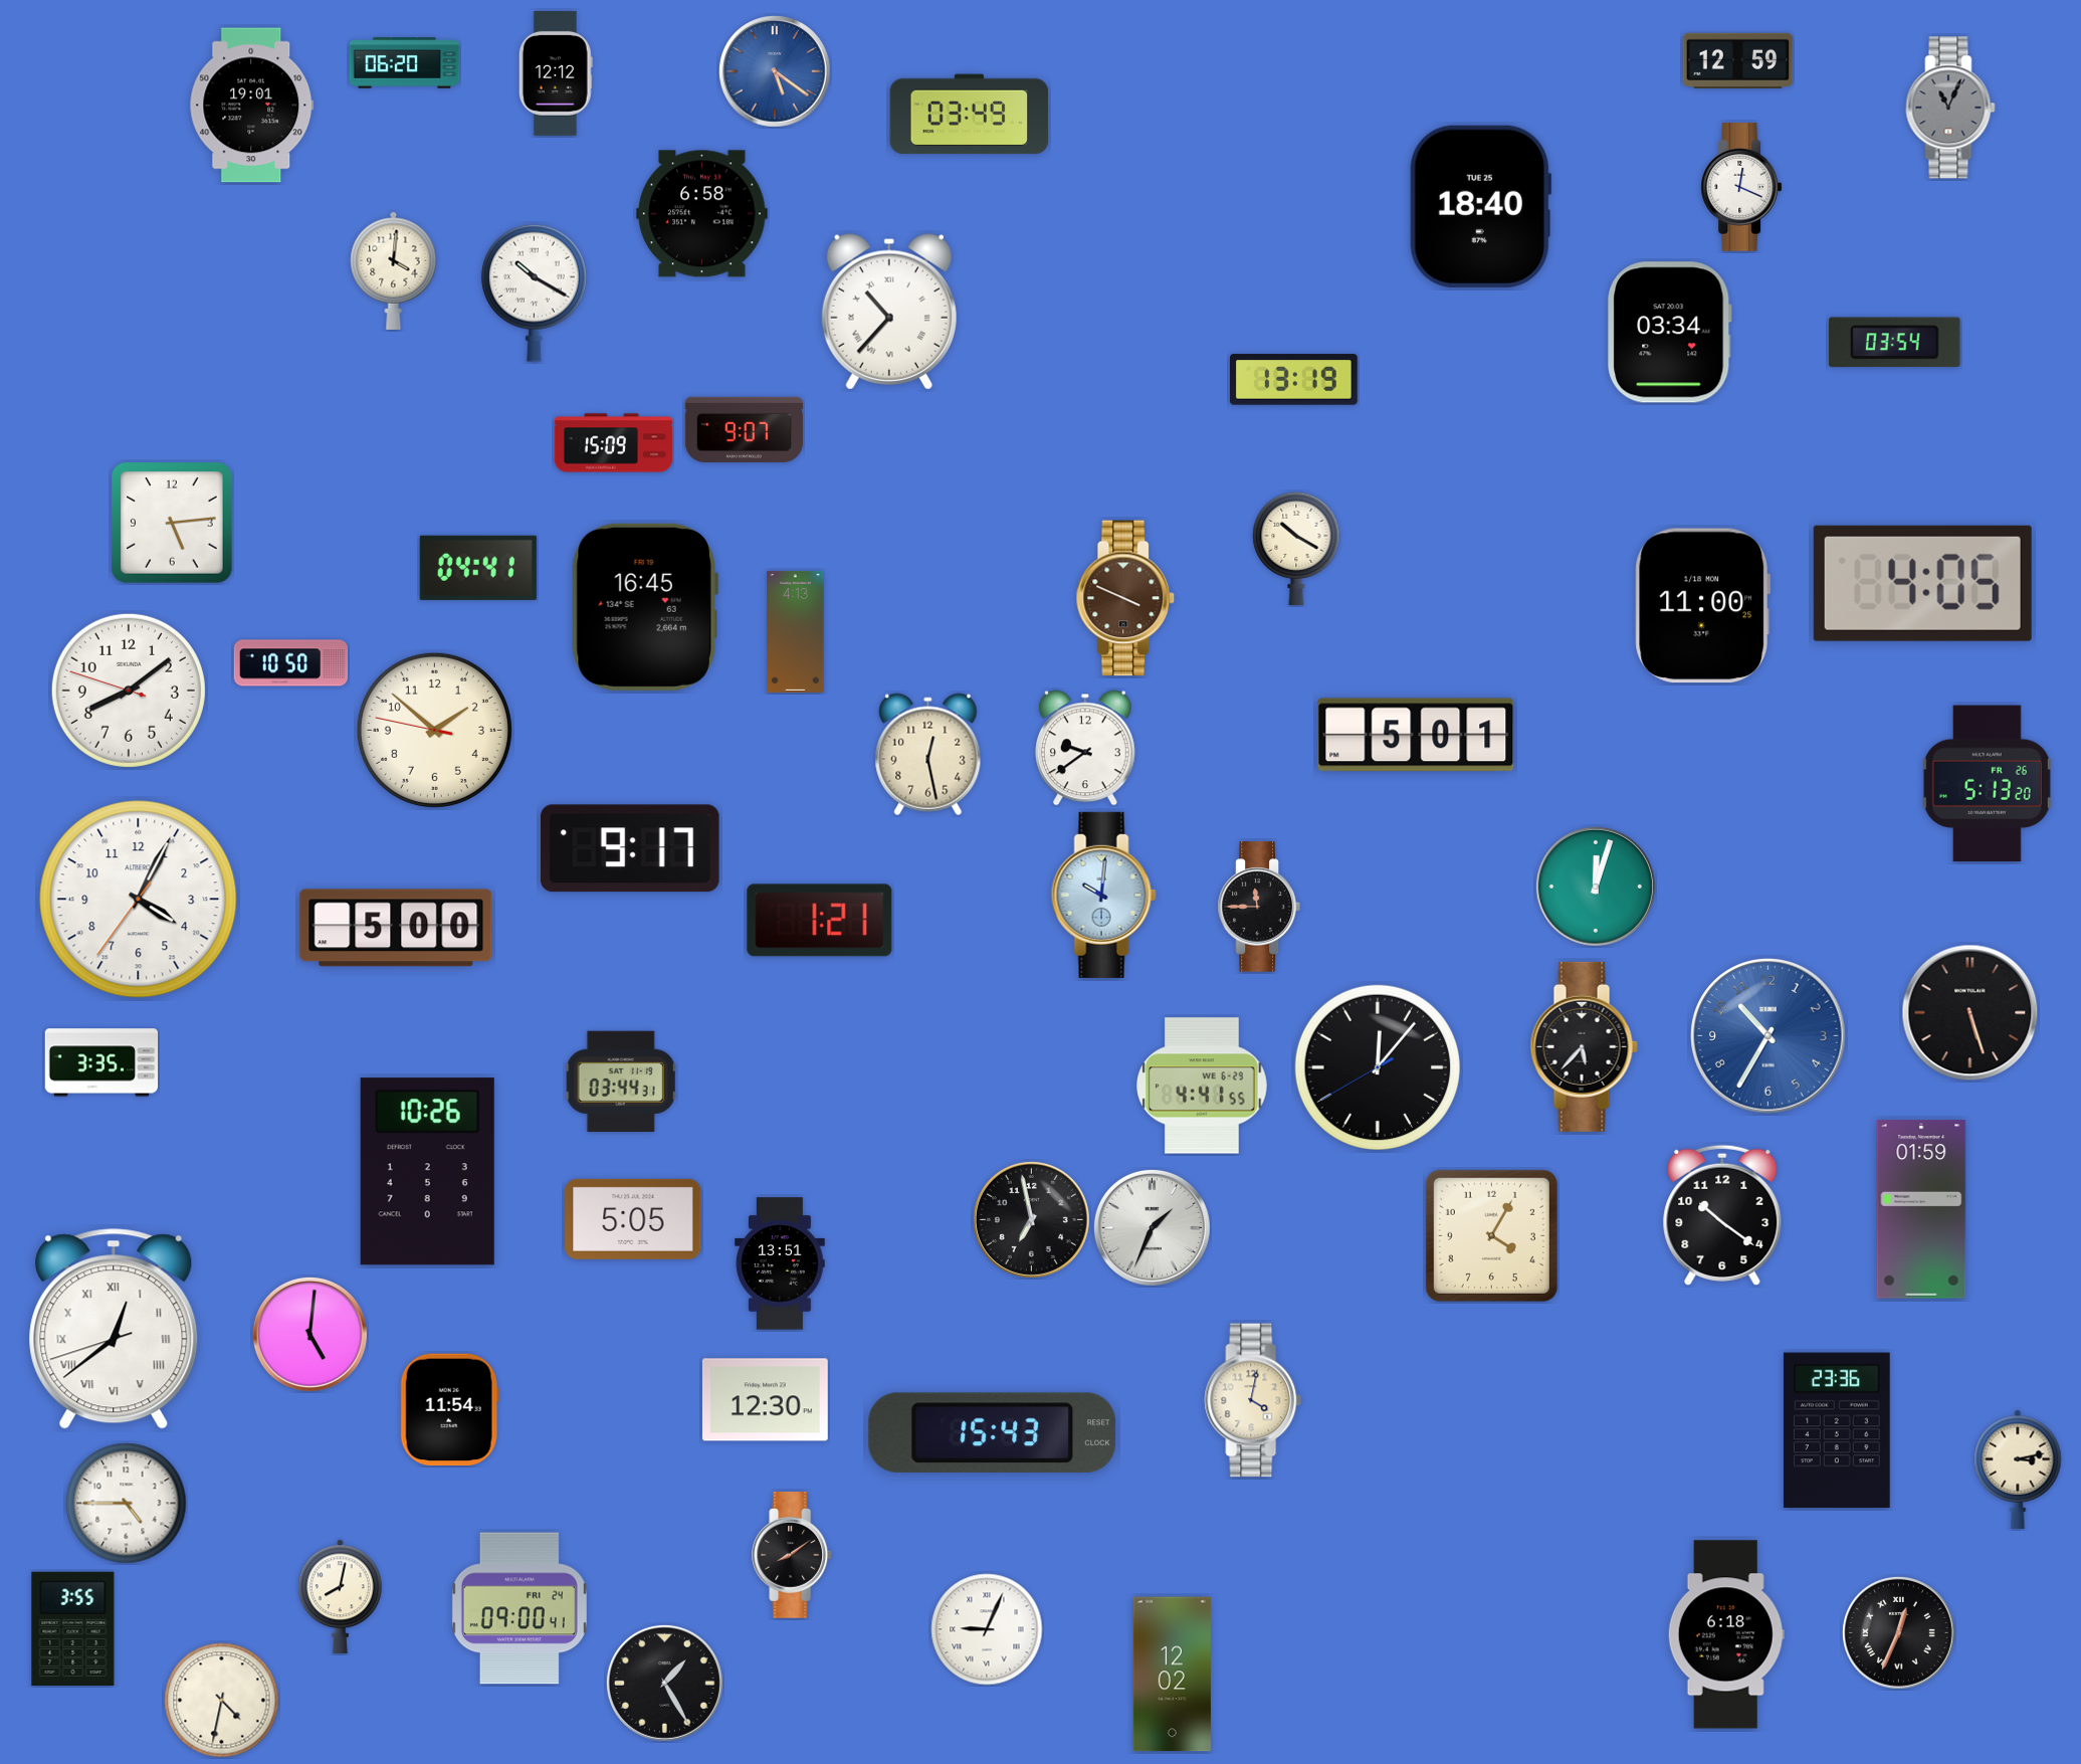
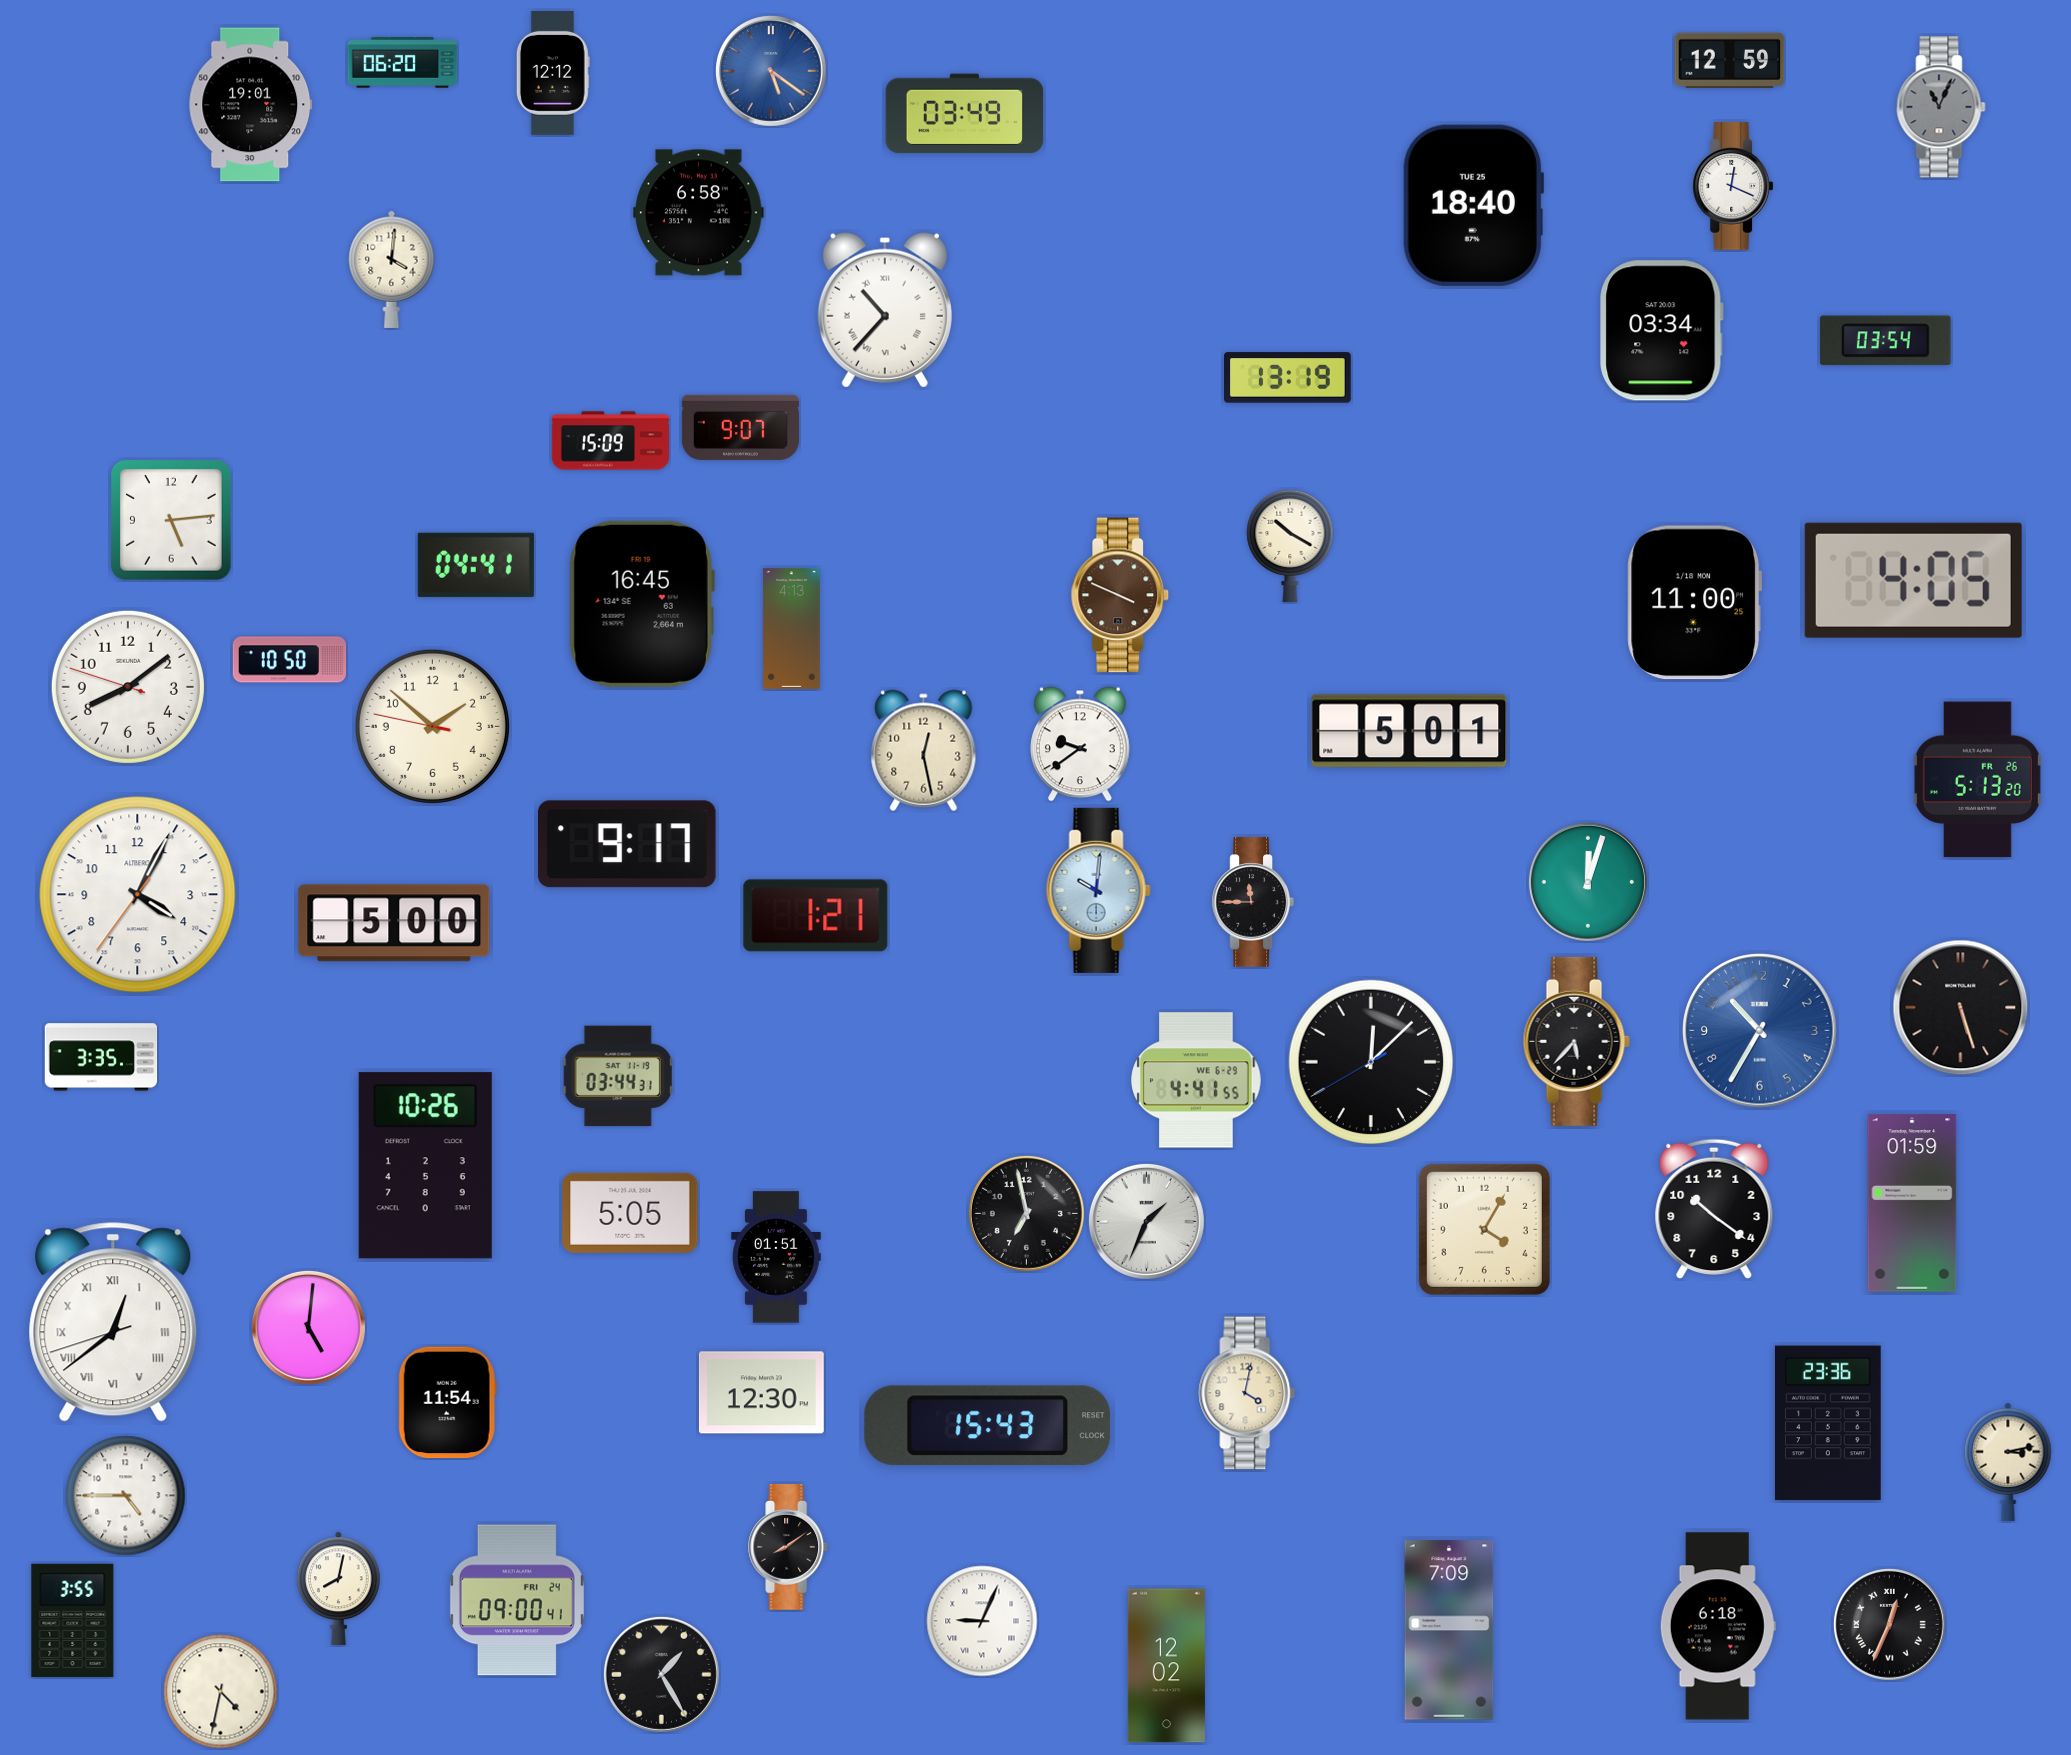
clock at (534, 292): 10:20 -> none
clock at (1377, 1066): 12:06 -> 12:07
clock at (780, 1263): 13:51 -> 01:51
clock at (1449, 1630): none -> 7:09
